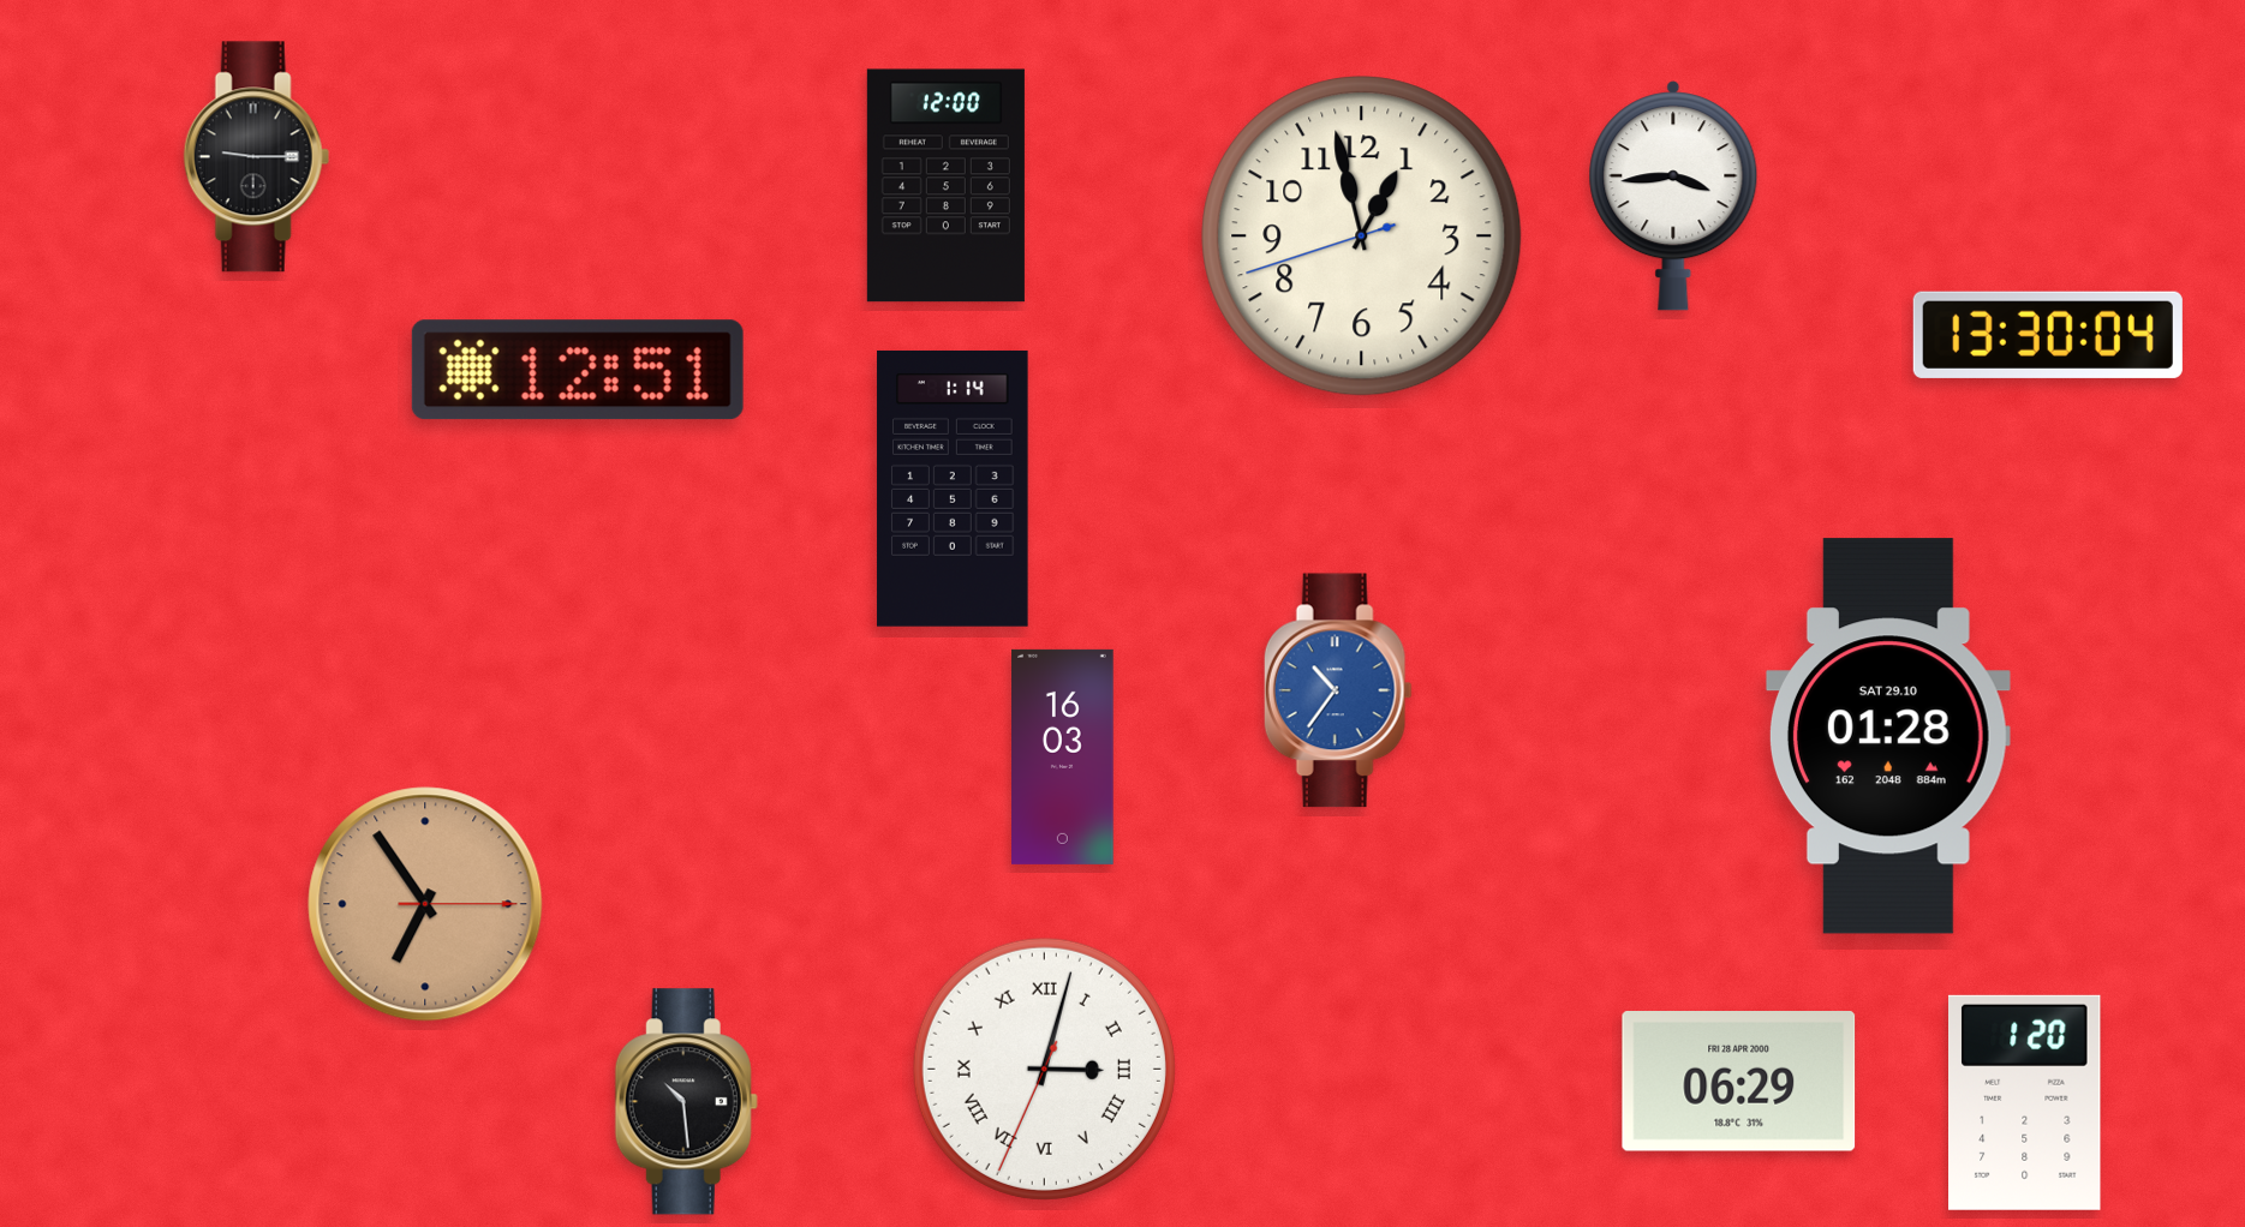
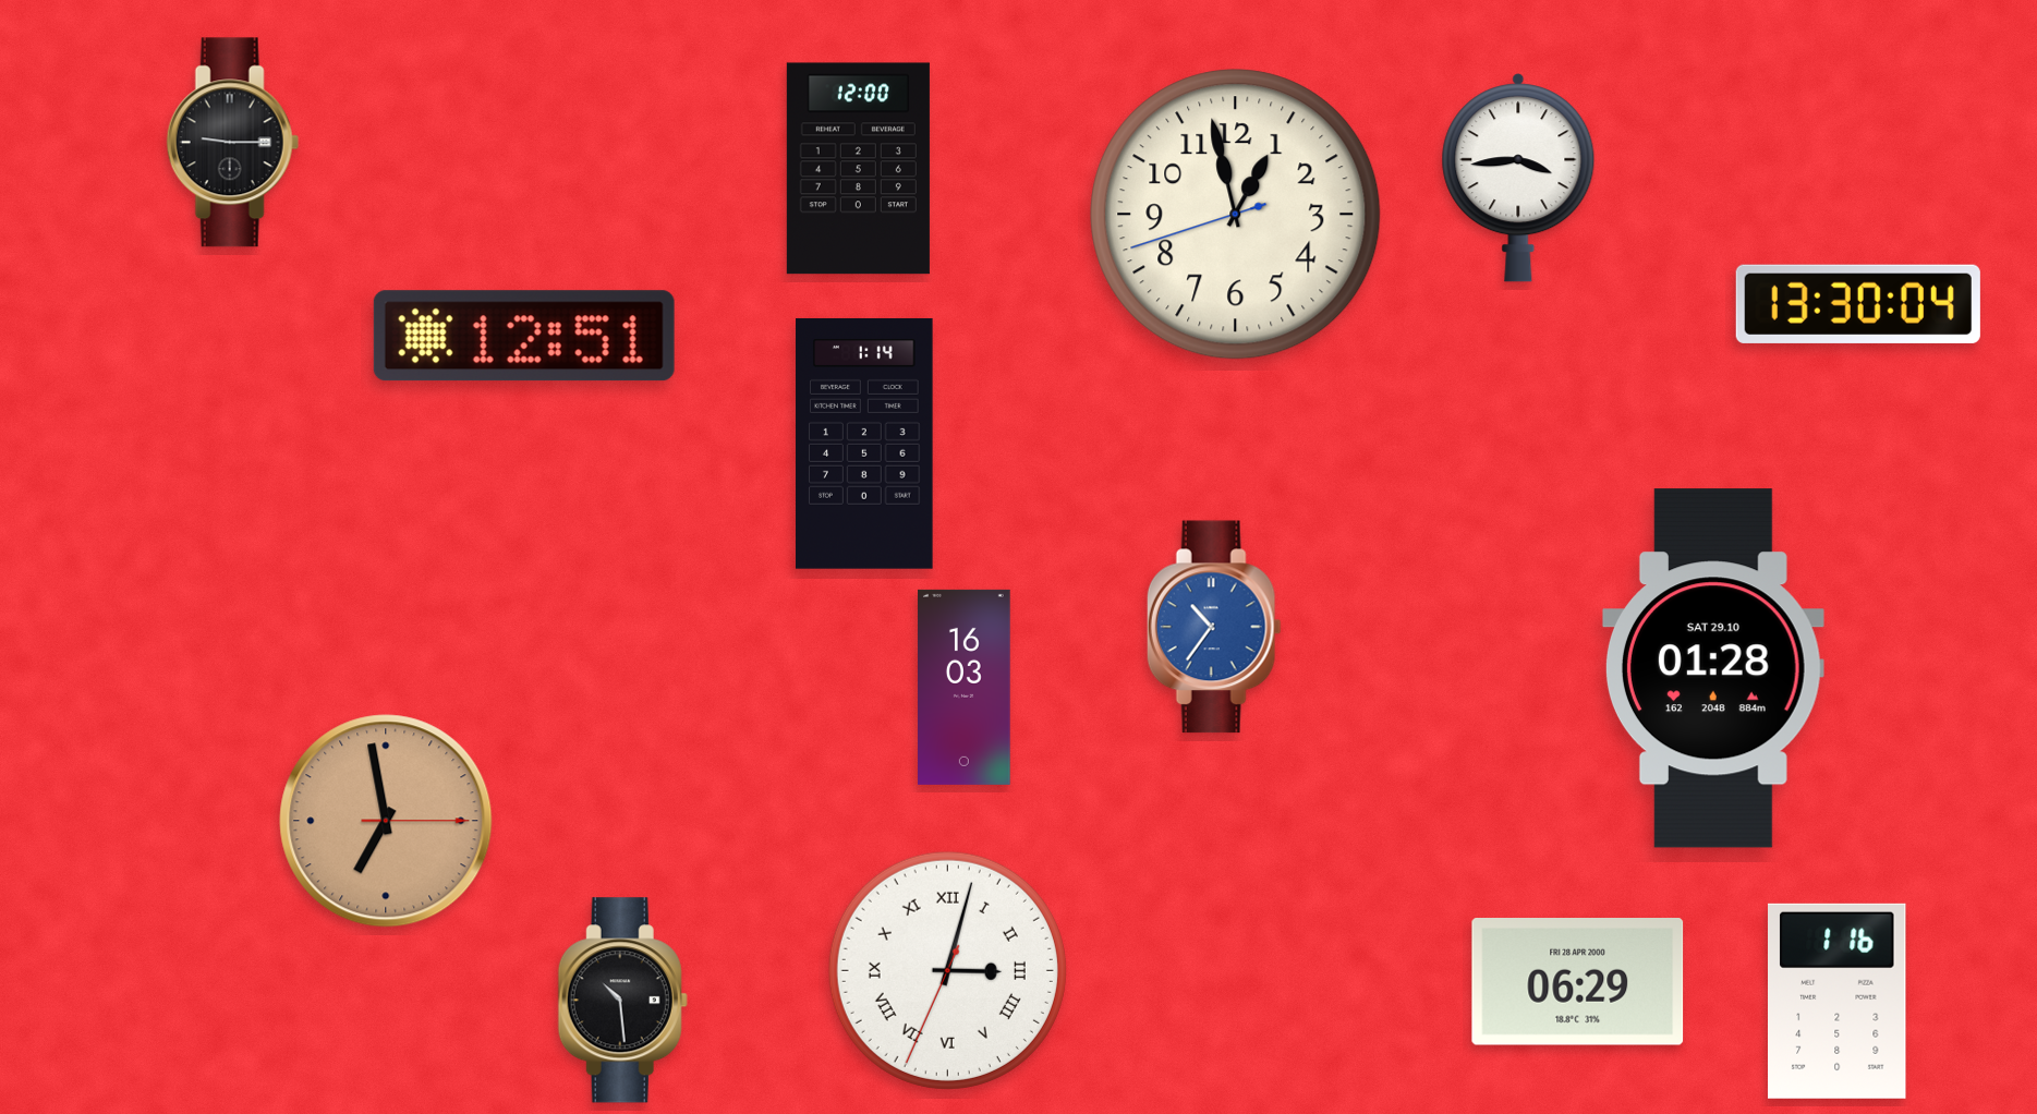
clock at (425, 904): 6:54 -> 6:58
clock at (2025, 1102): 1:20 -> 1:16
